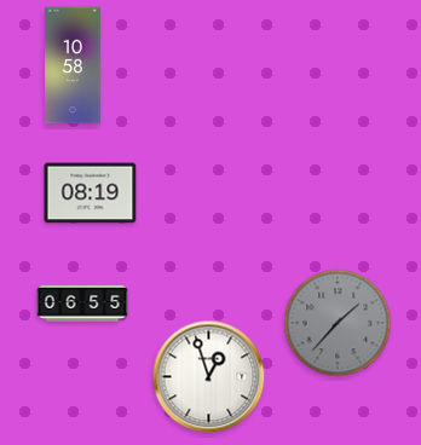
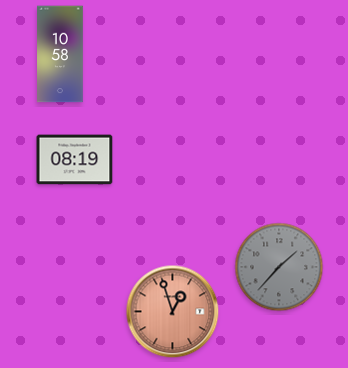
clock at (82, 305): 06:55 -> none
clock at (209, 377) dial: white -> salmon
